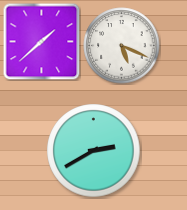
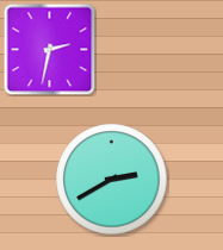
clock at (41, 41): 1:38 -> 2:32
clock at (122, 46): 5:19 -> none
